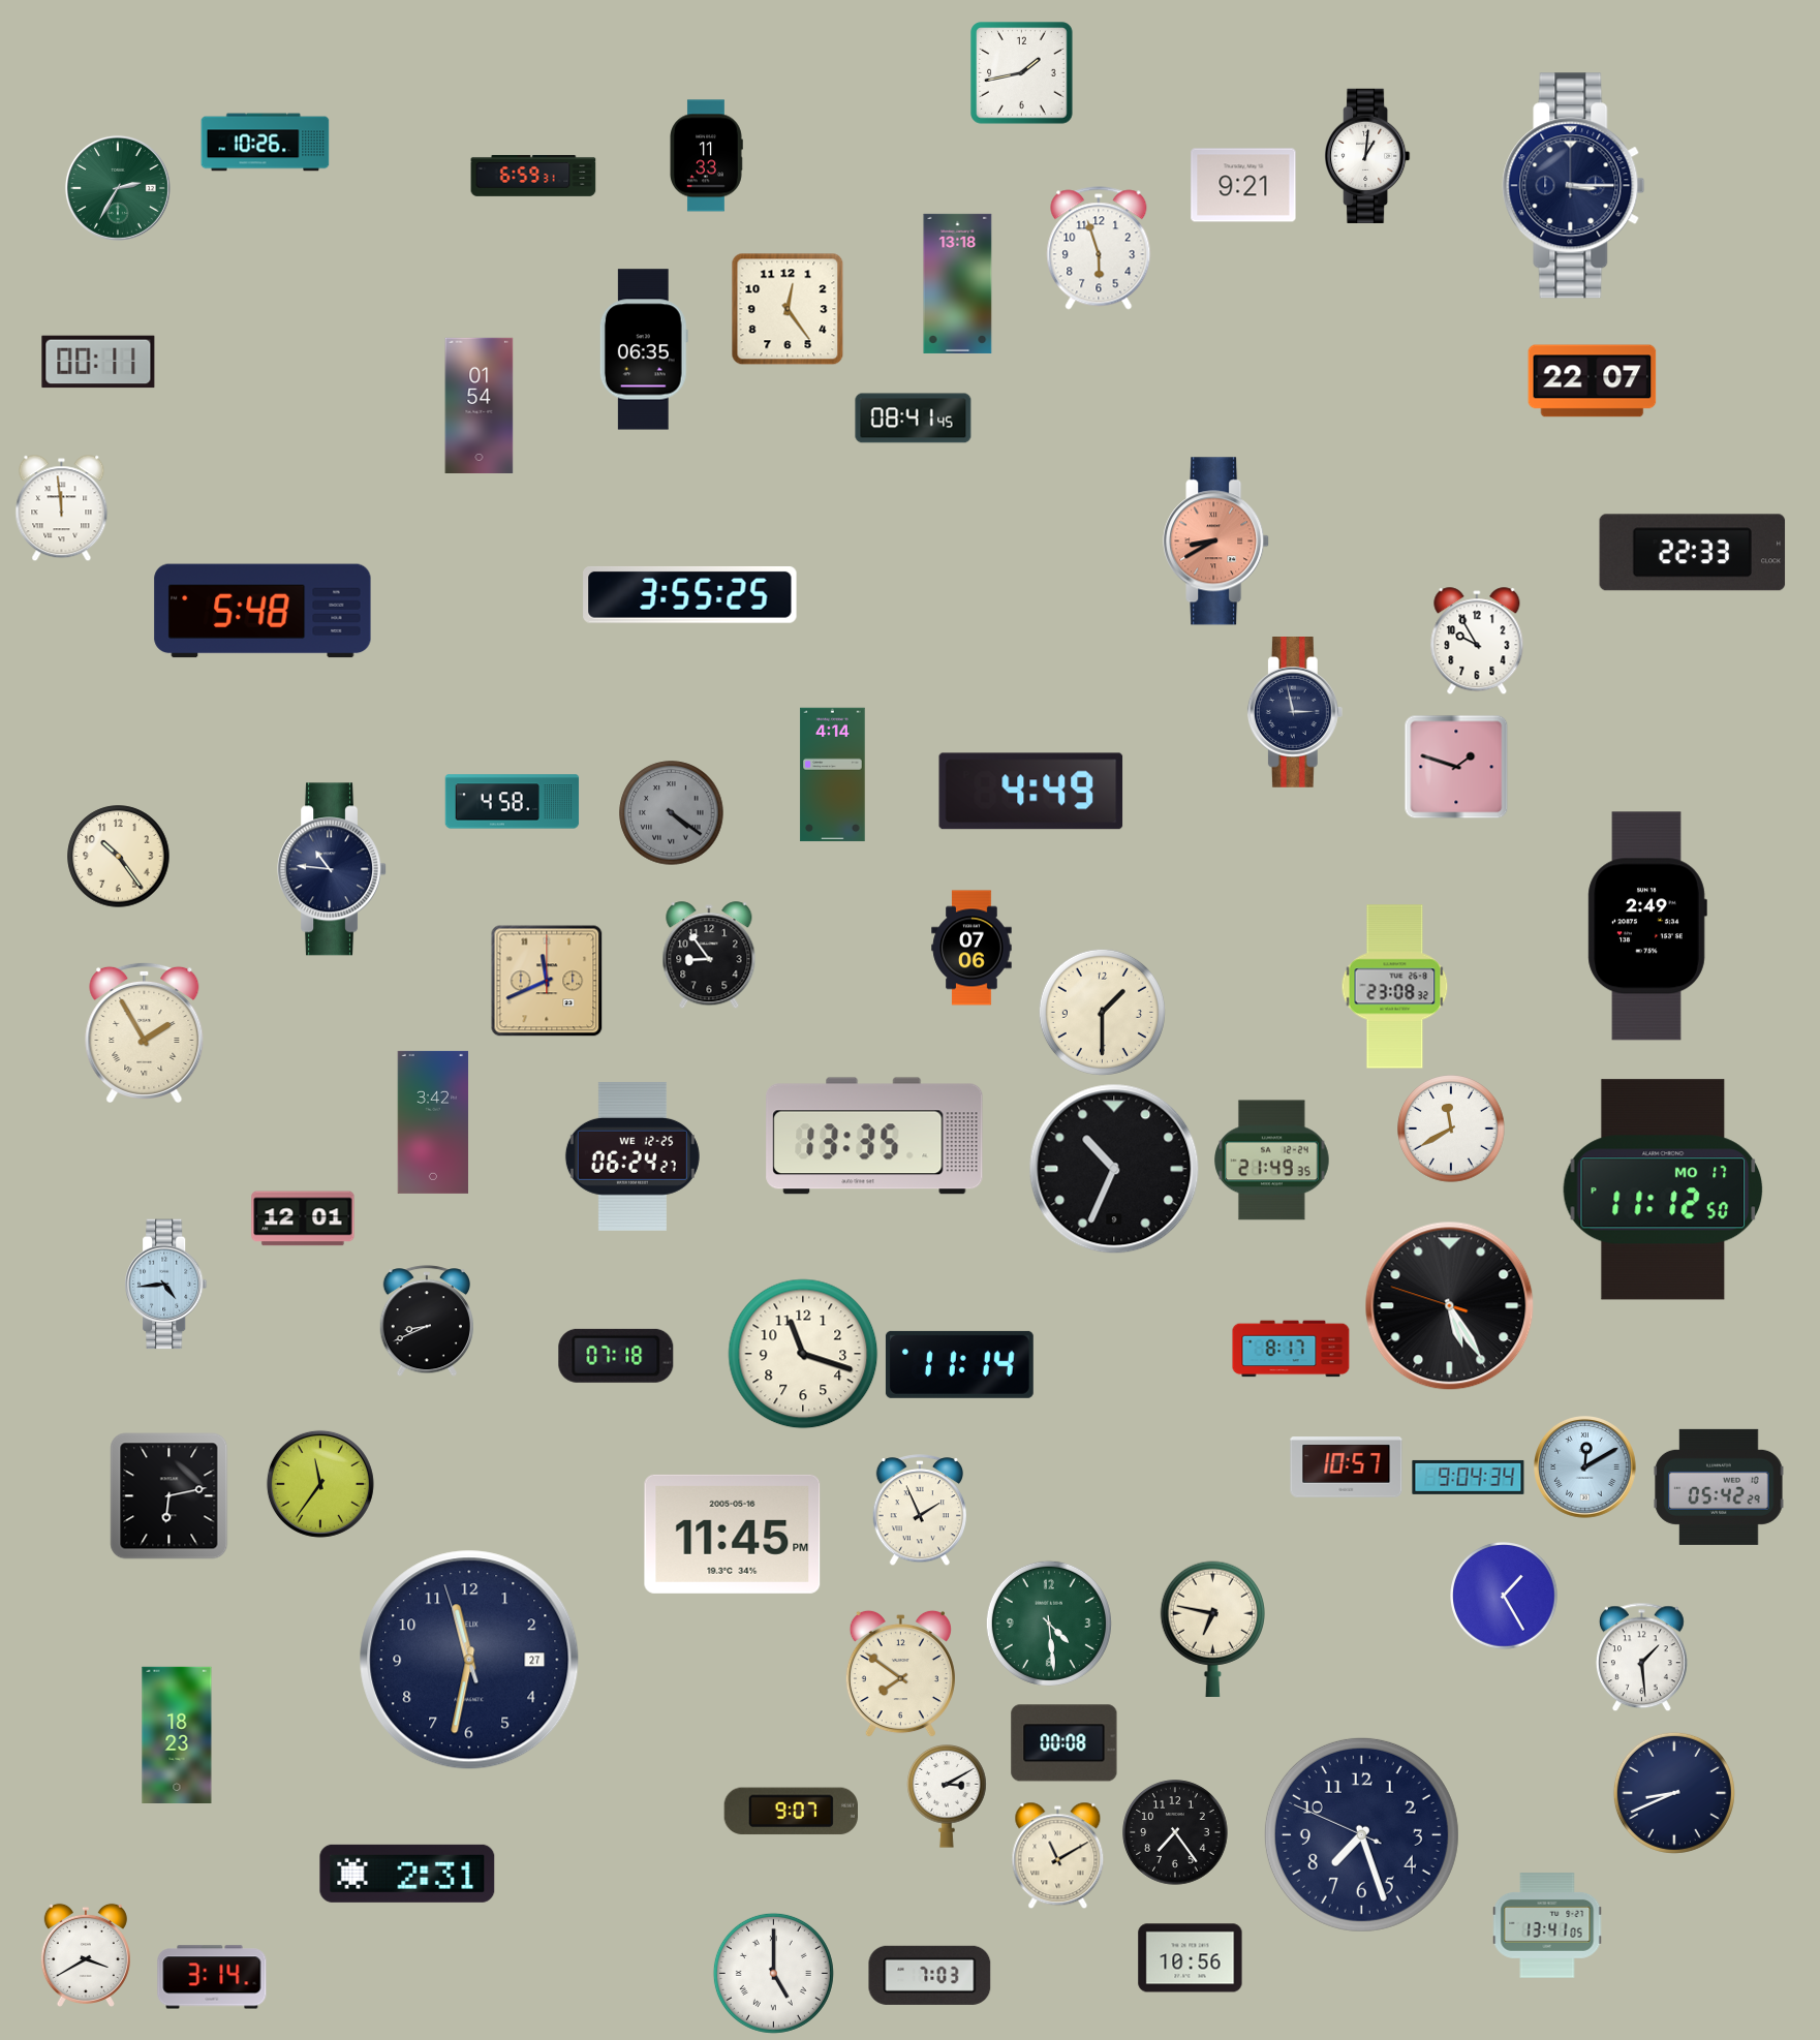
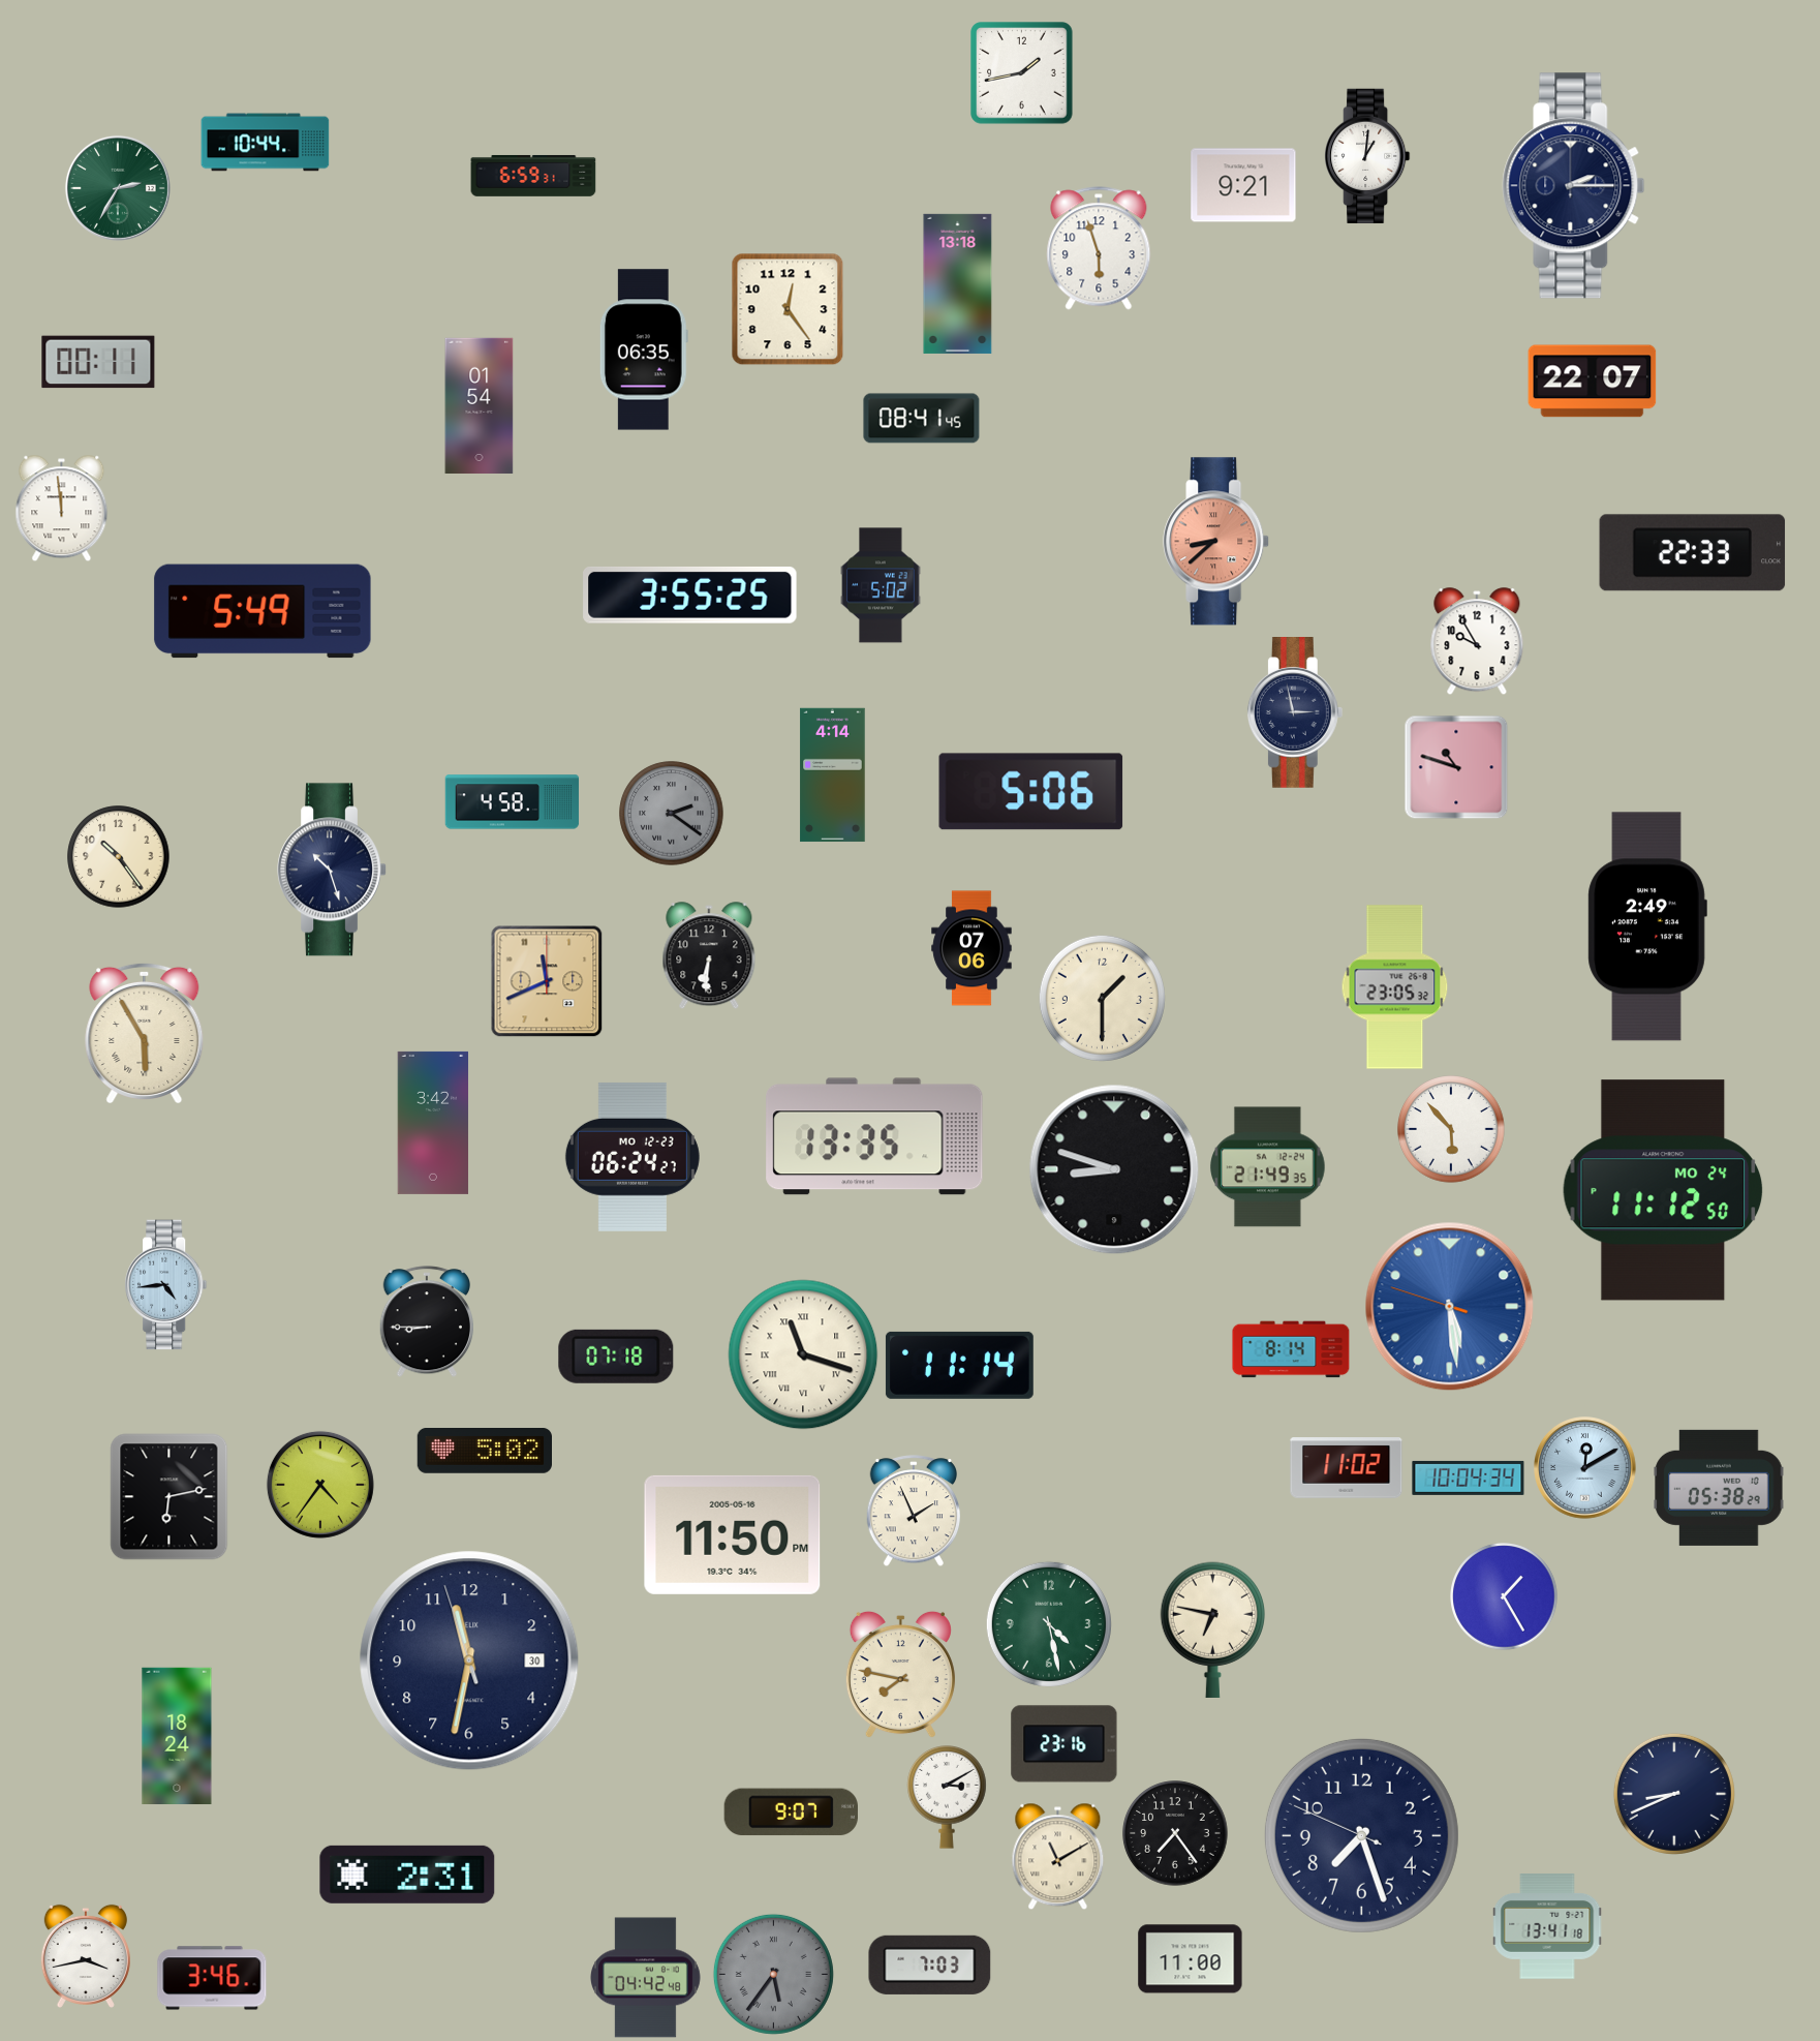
clock at (266, 143): 10:26 -> 10:44
clock at (706, 156): 11:33 -> none
clock at (1574, 186): 3:15 -> 2:15
clock at (914, 419) position: (914, 419) -> (922, 419)
clock at (1216, 542): 8:40 -> 8:38
clock at (881, 585): none -> 5:02
clock at (263, 611): 5:48 -> 5:49
clock at (1456, 767): 1:48 -> 10:48
clock at (1031, 792): 4:49 -> 5:06
clock at (672, 813): 4:21 -> 2:21
clock at (333, 869): 10:46 -> 10:27
clock at (709, 955): 8:54 -> 6:31
clock at (1395, 987): 23:08 -> 23:05
clock at (1102, 1012) position: (1102, 1012) -> (1102, 998)
clock at (145, 1031): 1:55 -> 5:55
clock at (1451, 1129): 11:40 -> 5:53
clock at (633, 1156) date: WE 12-25 -> MO 12-23
clock at (1272, 1161) position: (1272, 1161) -> (1268, 1167)
clock at (1114, 1169): 10:34 -> 8:48
clock at (1663, 1189) date: MO 17 -> MO 24
clock at (303, 1218): 12:01 -> none
clock at (1450, 1306): 5:24 -> 5:28
clock at (1450, 1306) dial: black -> blue
clock at (426, 1321): 8:41 -> 8:45
clock at (1291, 1349): 8:17 -> 8:14
clock at (803, 1354) numerals: Arabic -> Roman
clock at (484, 1452): none -> 5:02
clock at (1347, 1467): 10:57 -> 11:02
clock at (1469, 1477): 9:04 -> 10:04
clock at (320, 1484): 11:36 -> 4:36
clock at (1719, 1487): 05:42 -> 05:38
clock at (919, 1510) position: (919, 1510) -> (913, 1511)
clock at (733, 1534): 11:45 -> 11:50
clock at (1049, 1624): 4:29 -> 4:28
clock at (1641, 1657): 1:29 -> none
clock at (469, 1660) date: 27 -> 30
clock at (900, 1673): 7:51 -> 7:47
clock at (177, 1734): 18:23 -> 18:24
clock at (1065, 1743): 00:08 -> 23:16
clock at (1547, 1925): 13:41:05 -> 13:41:18
clock at (86, 1954): 3:40 -> 3:43
clock at (1191, 1958): 10:56 -> 11:00
clock at (773, 1973): 5:00 -> 5:36
clock at (773, 1973) dial: white -> grey
clock at (930, 1975) position: (930, 1975) -> (930, 1964)
clock at (212, 1977): 3:14 -> 3:46
clock at (646, 1978): none -> 04:42
